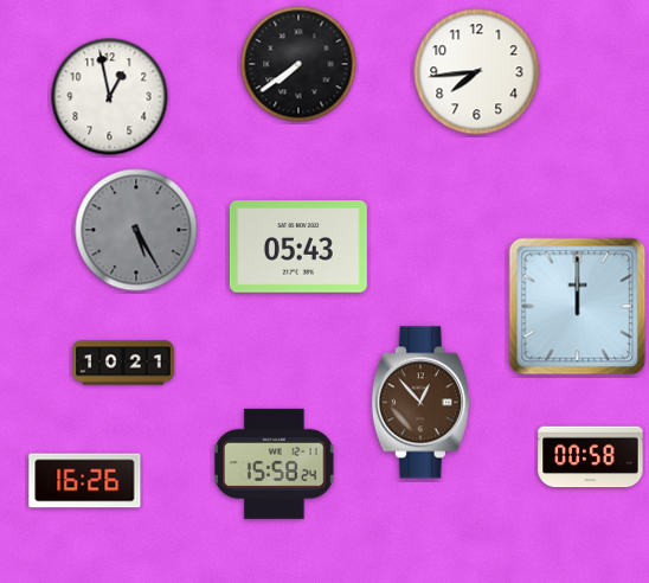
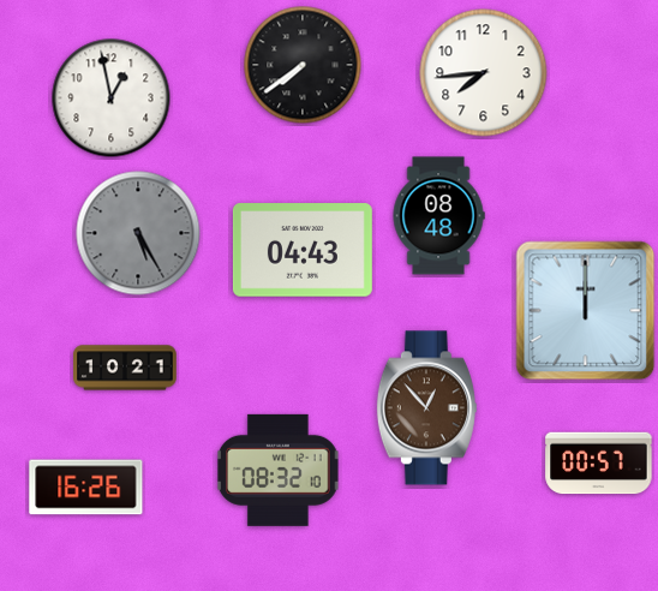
clock at (438, 216): none -> 08:48
clock at (298, 246): 05:43 -> 04:43
clock at (591, 457): 00:58 -> 00:57
clock at (275, 463): 15:58 -> 08:32
